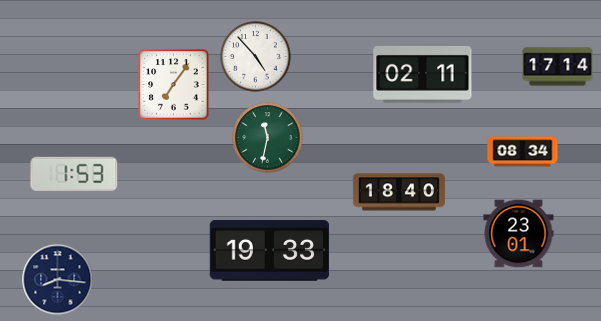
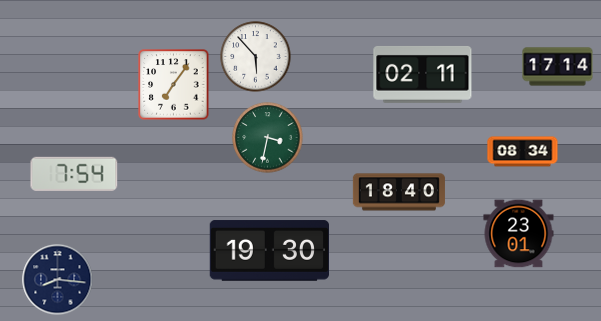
clock at (256, 57): 4:53 -> 5:53
clock at (268, 138): 11:32 -> 3:32
clock at (74, 174): 1:53 -> 7:54
clock at (269, 251): 19:33 -> 19:30
